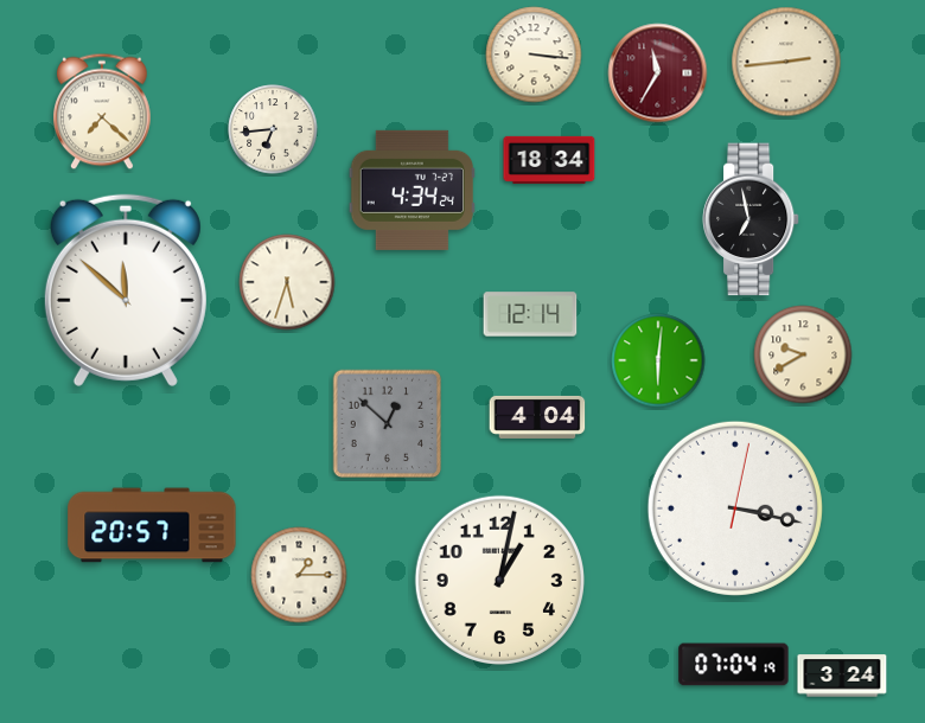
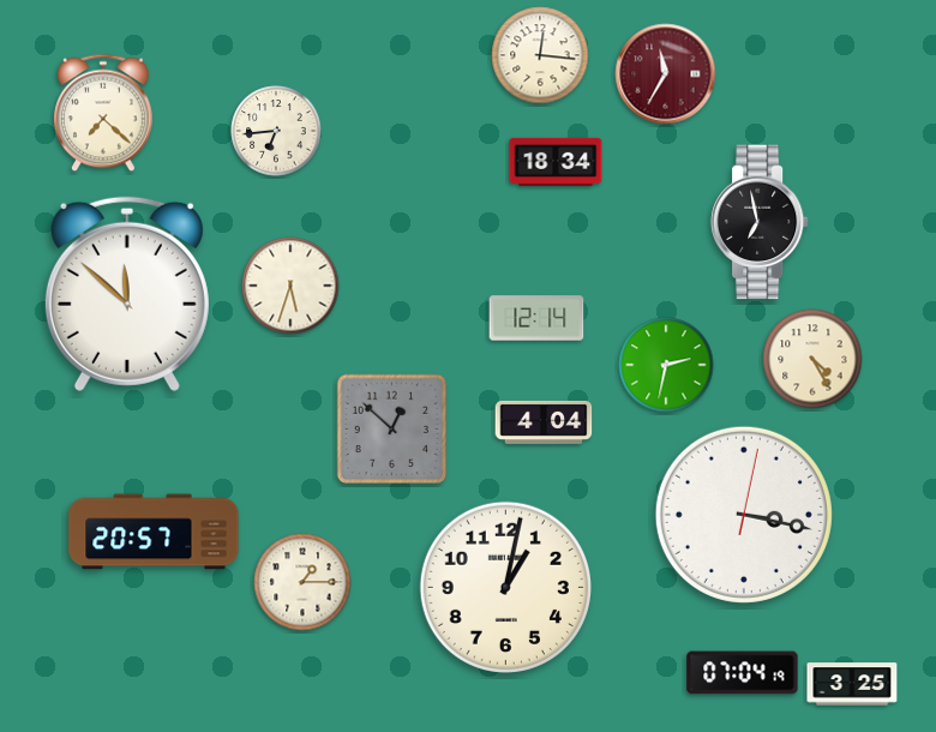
clock at (534, 55): 3:16 -> 12:16
clock at (786, 62): 2:44 -> none
clock at (412, 190): 4:34 -> none
clock at (803, 354): 9:40 -> 4:25
clock at (658, 360): 6:01 -> 2:32
clock at (842, 676): 3:24 -> 3:25
